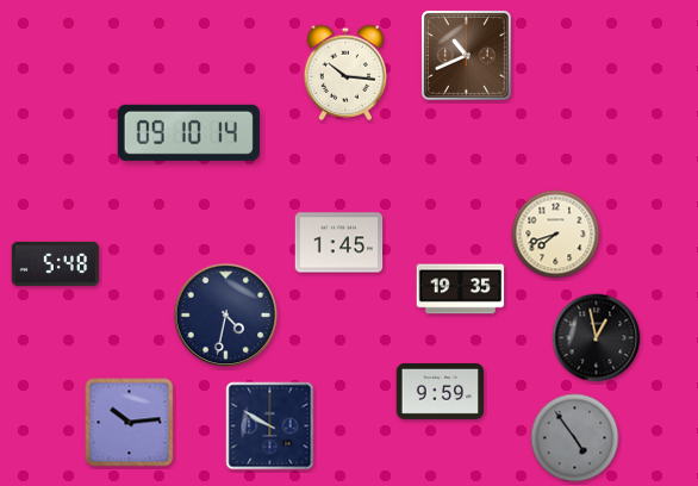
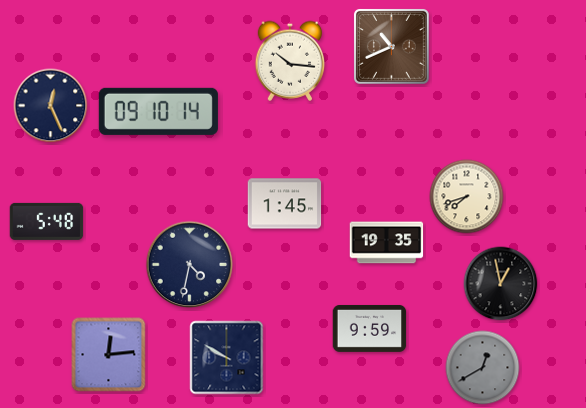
clock at (51, 106): none -> 12:26
clock at (130, 423): 10:14 -> 12:14
clock at (575, 438): 4:54 -> 12:40
